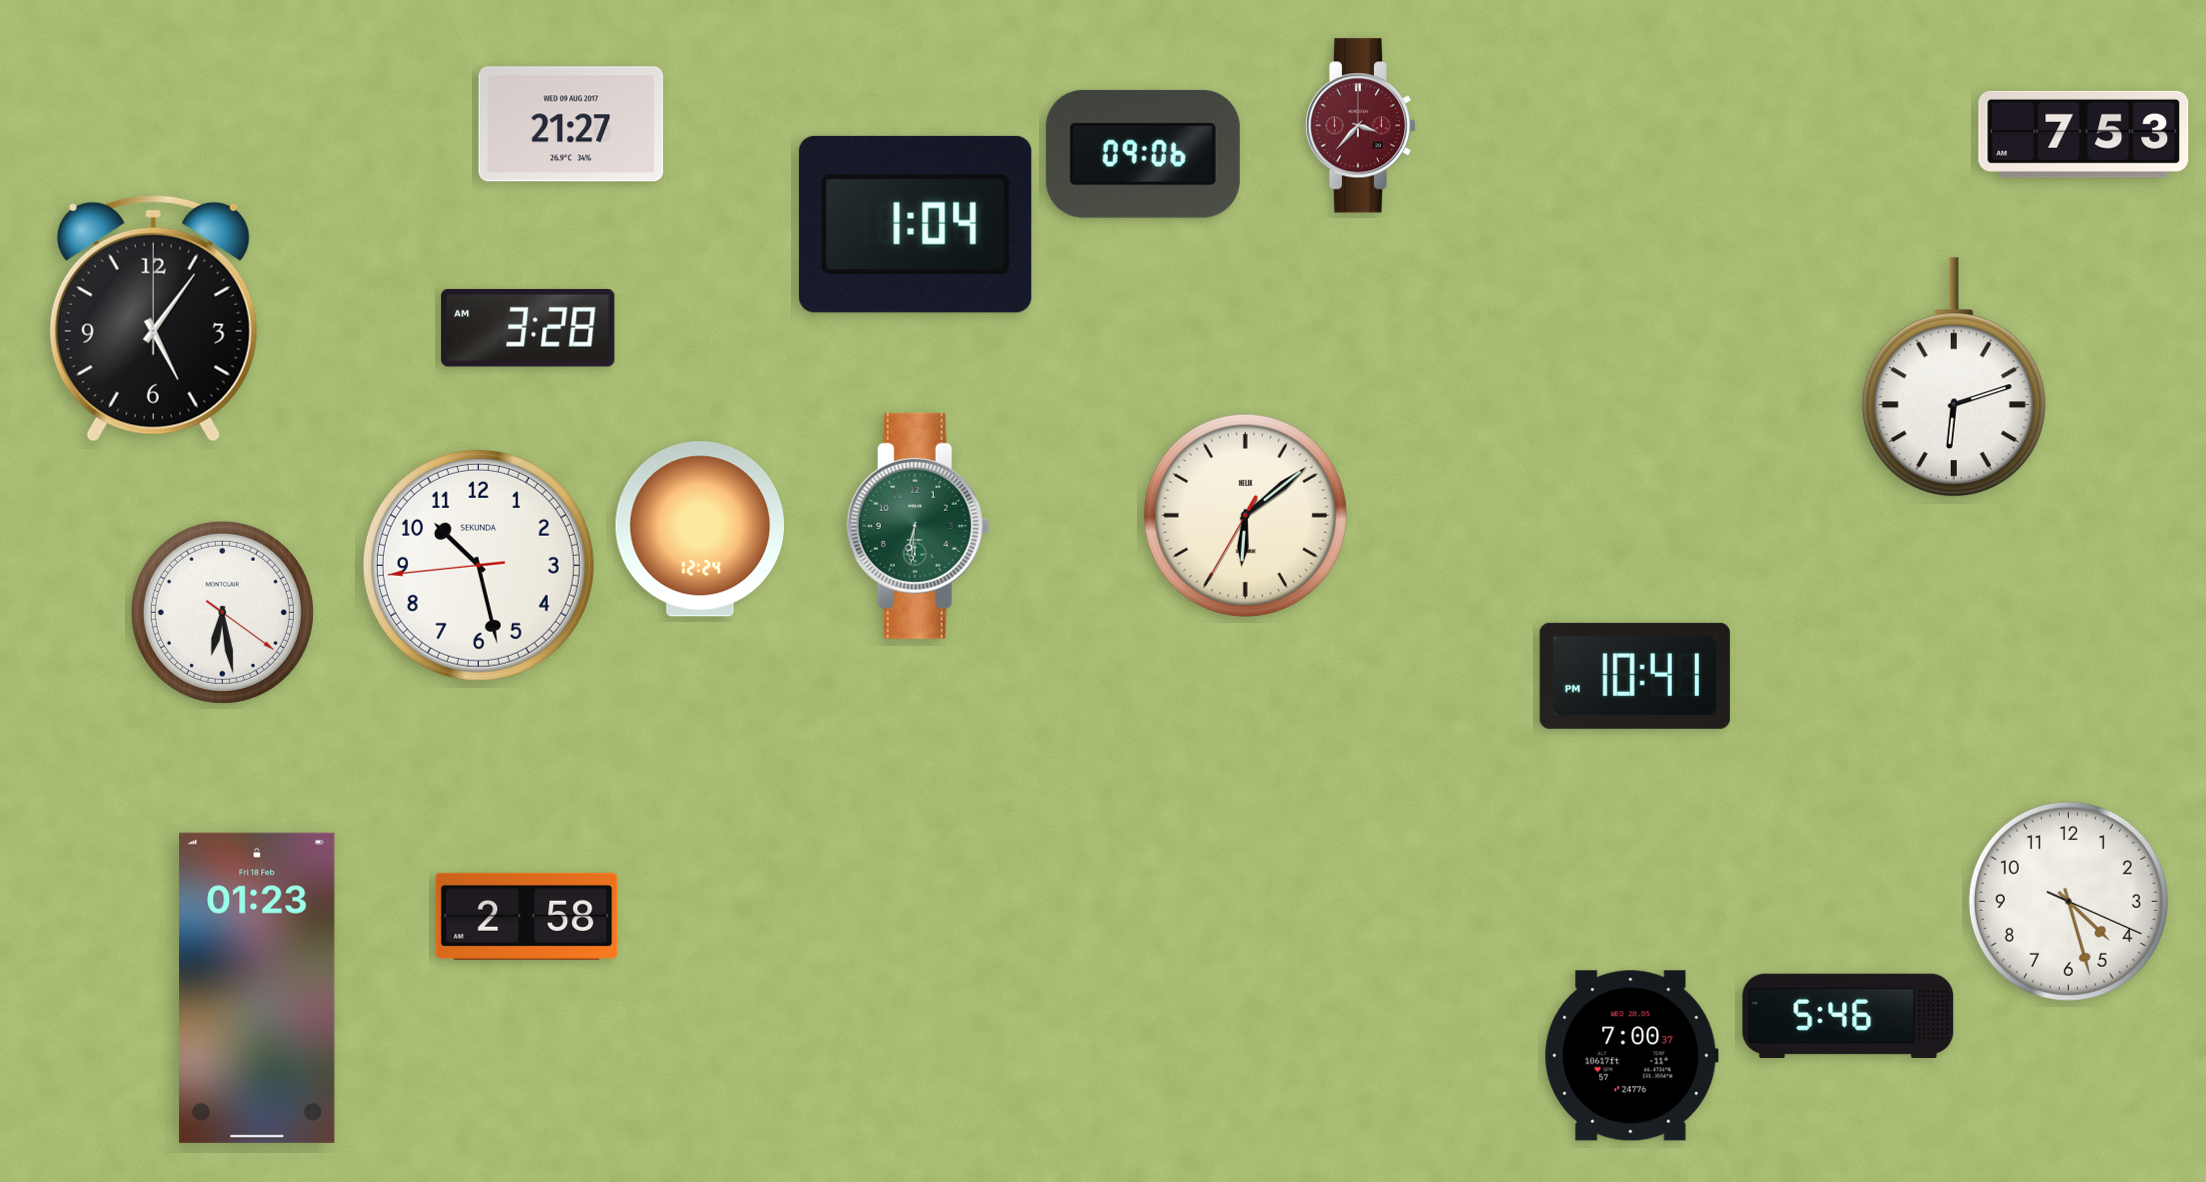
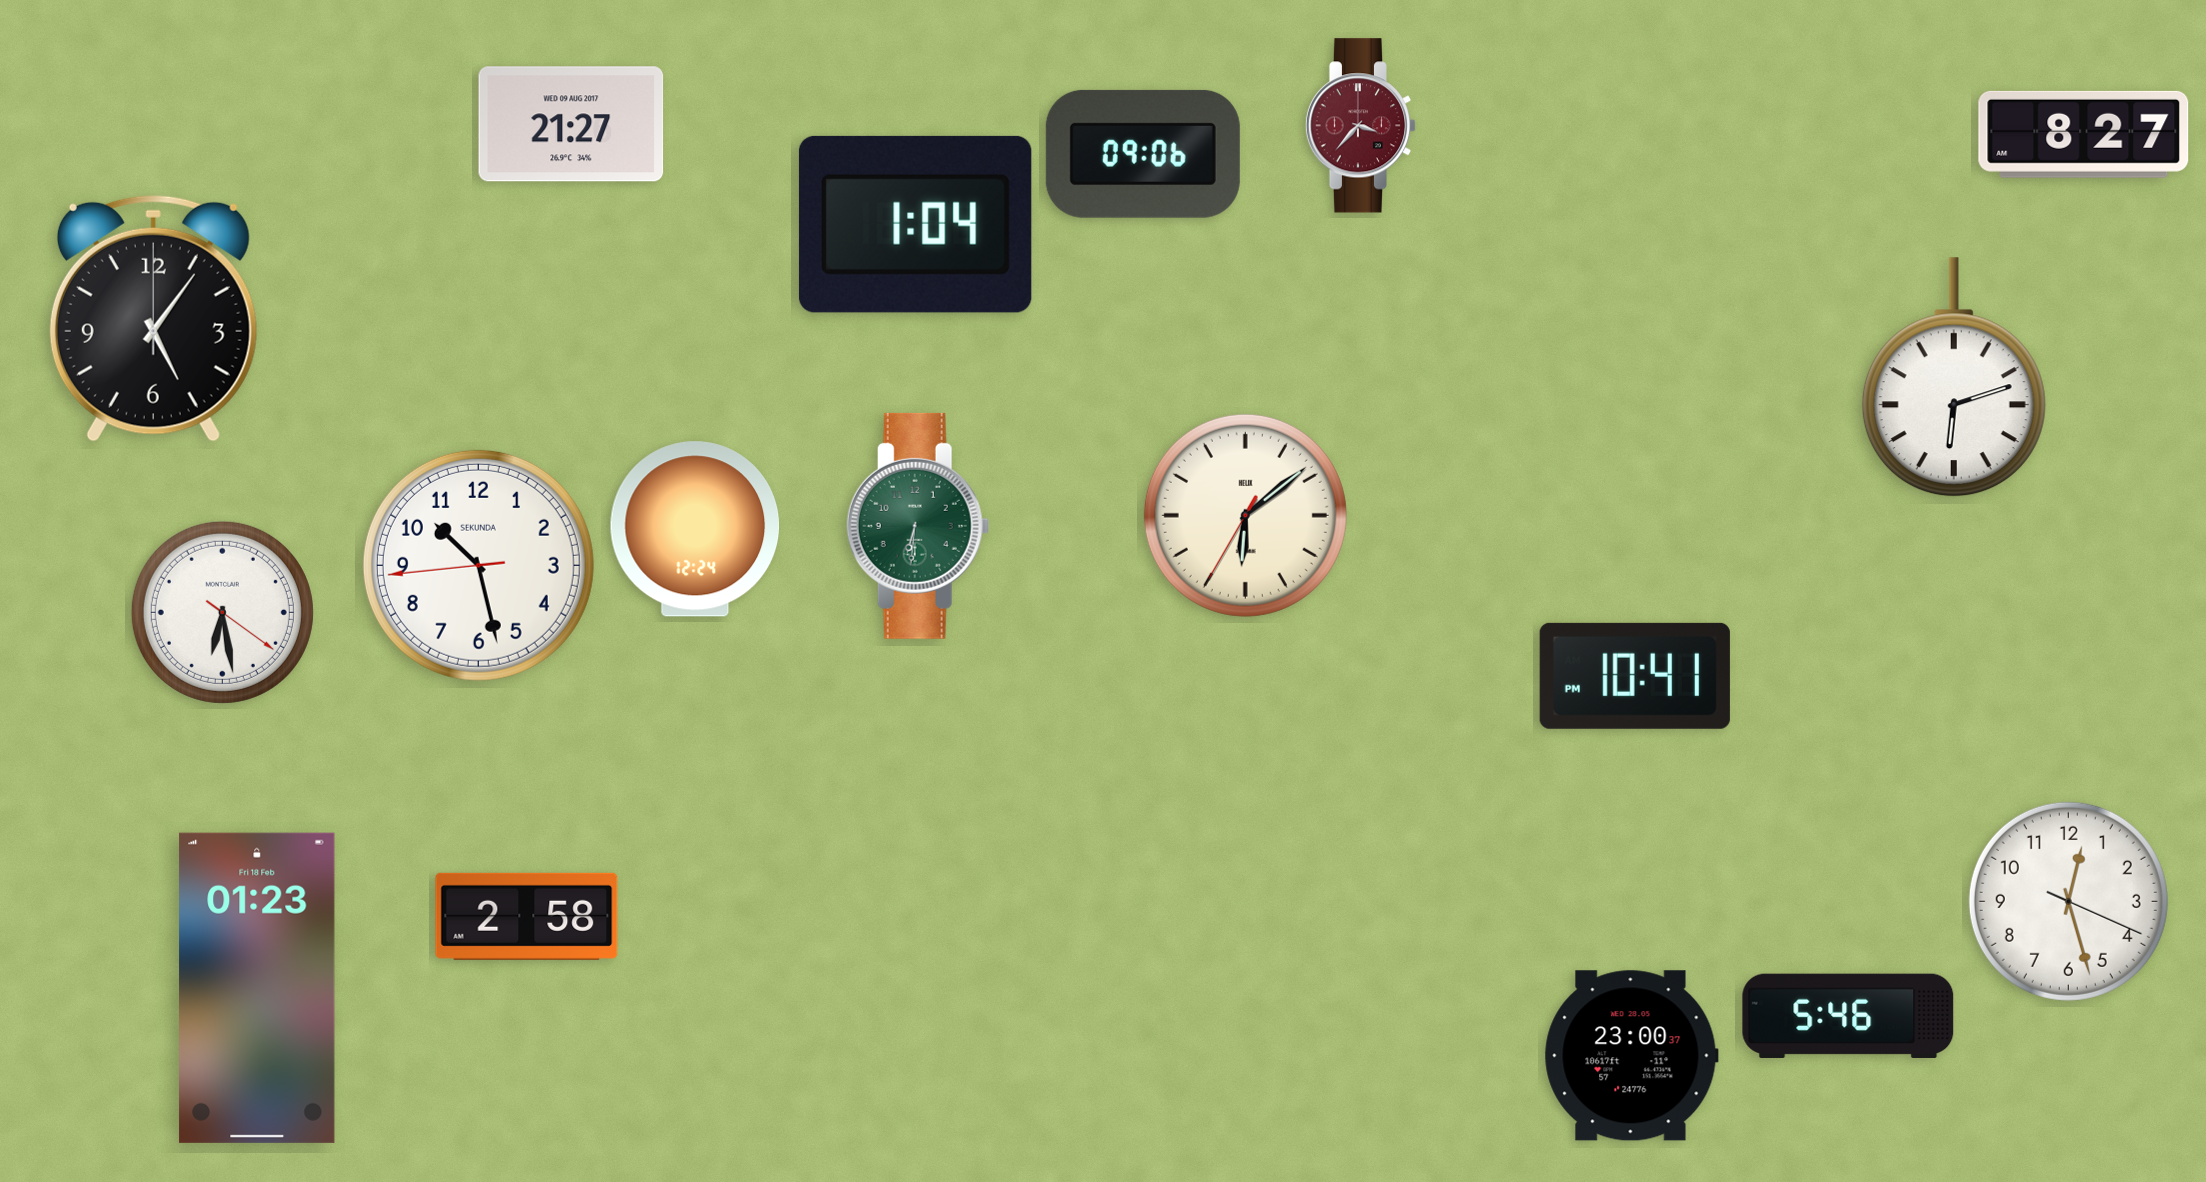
clock at (2084, 134): 7:53 -> 8:27
clock at (528, 328): 3:28 -> none
clock at (699, 529) position: (699, 529) -> (694, 529)
clock at (2068, 901): 4:27 -> 12:27
clock at (1631, 1056): 7:00 -> 23:00
